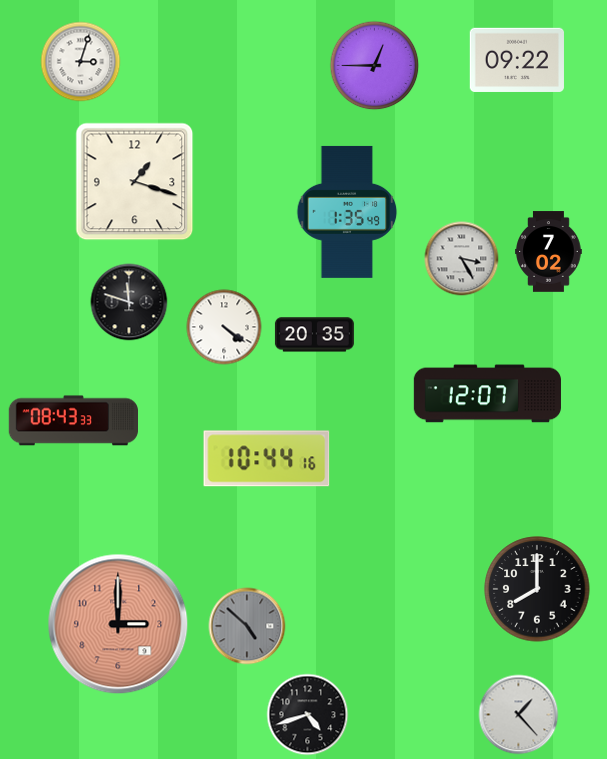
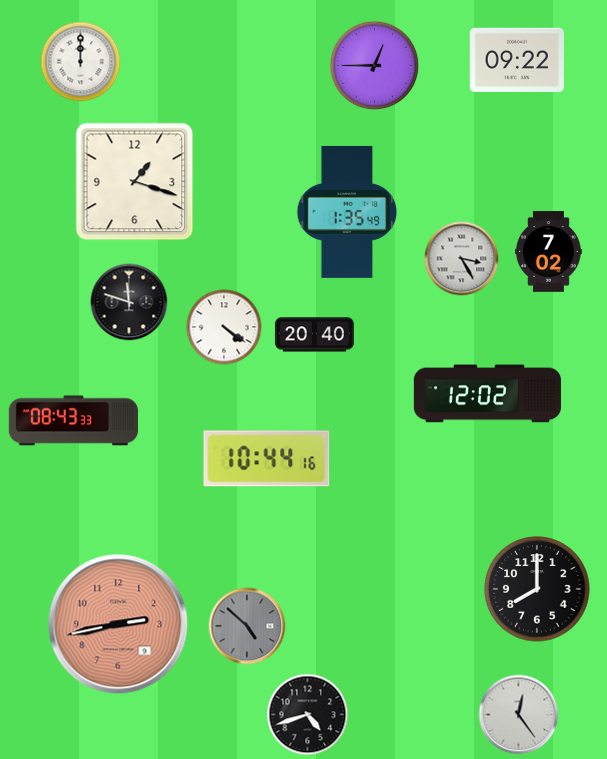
clock at (81, 62): 3:03 -> 12:00
clock at (314, 335): 20:35 -> 20:40
clock at (487, 394): 12:07 -> 12:02
clock at (118, 624): 3:00 -> 2:43
clock at (519, 715): 1:23 -> 12:24
